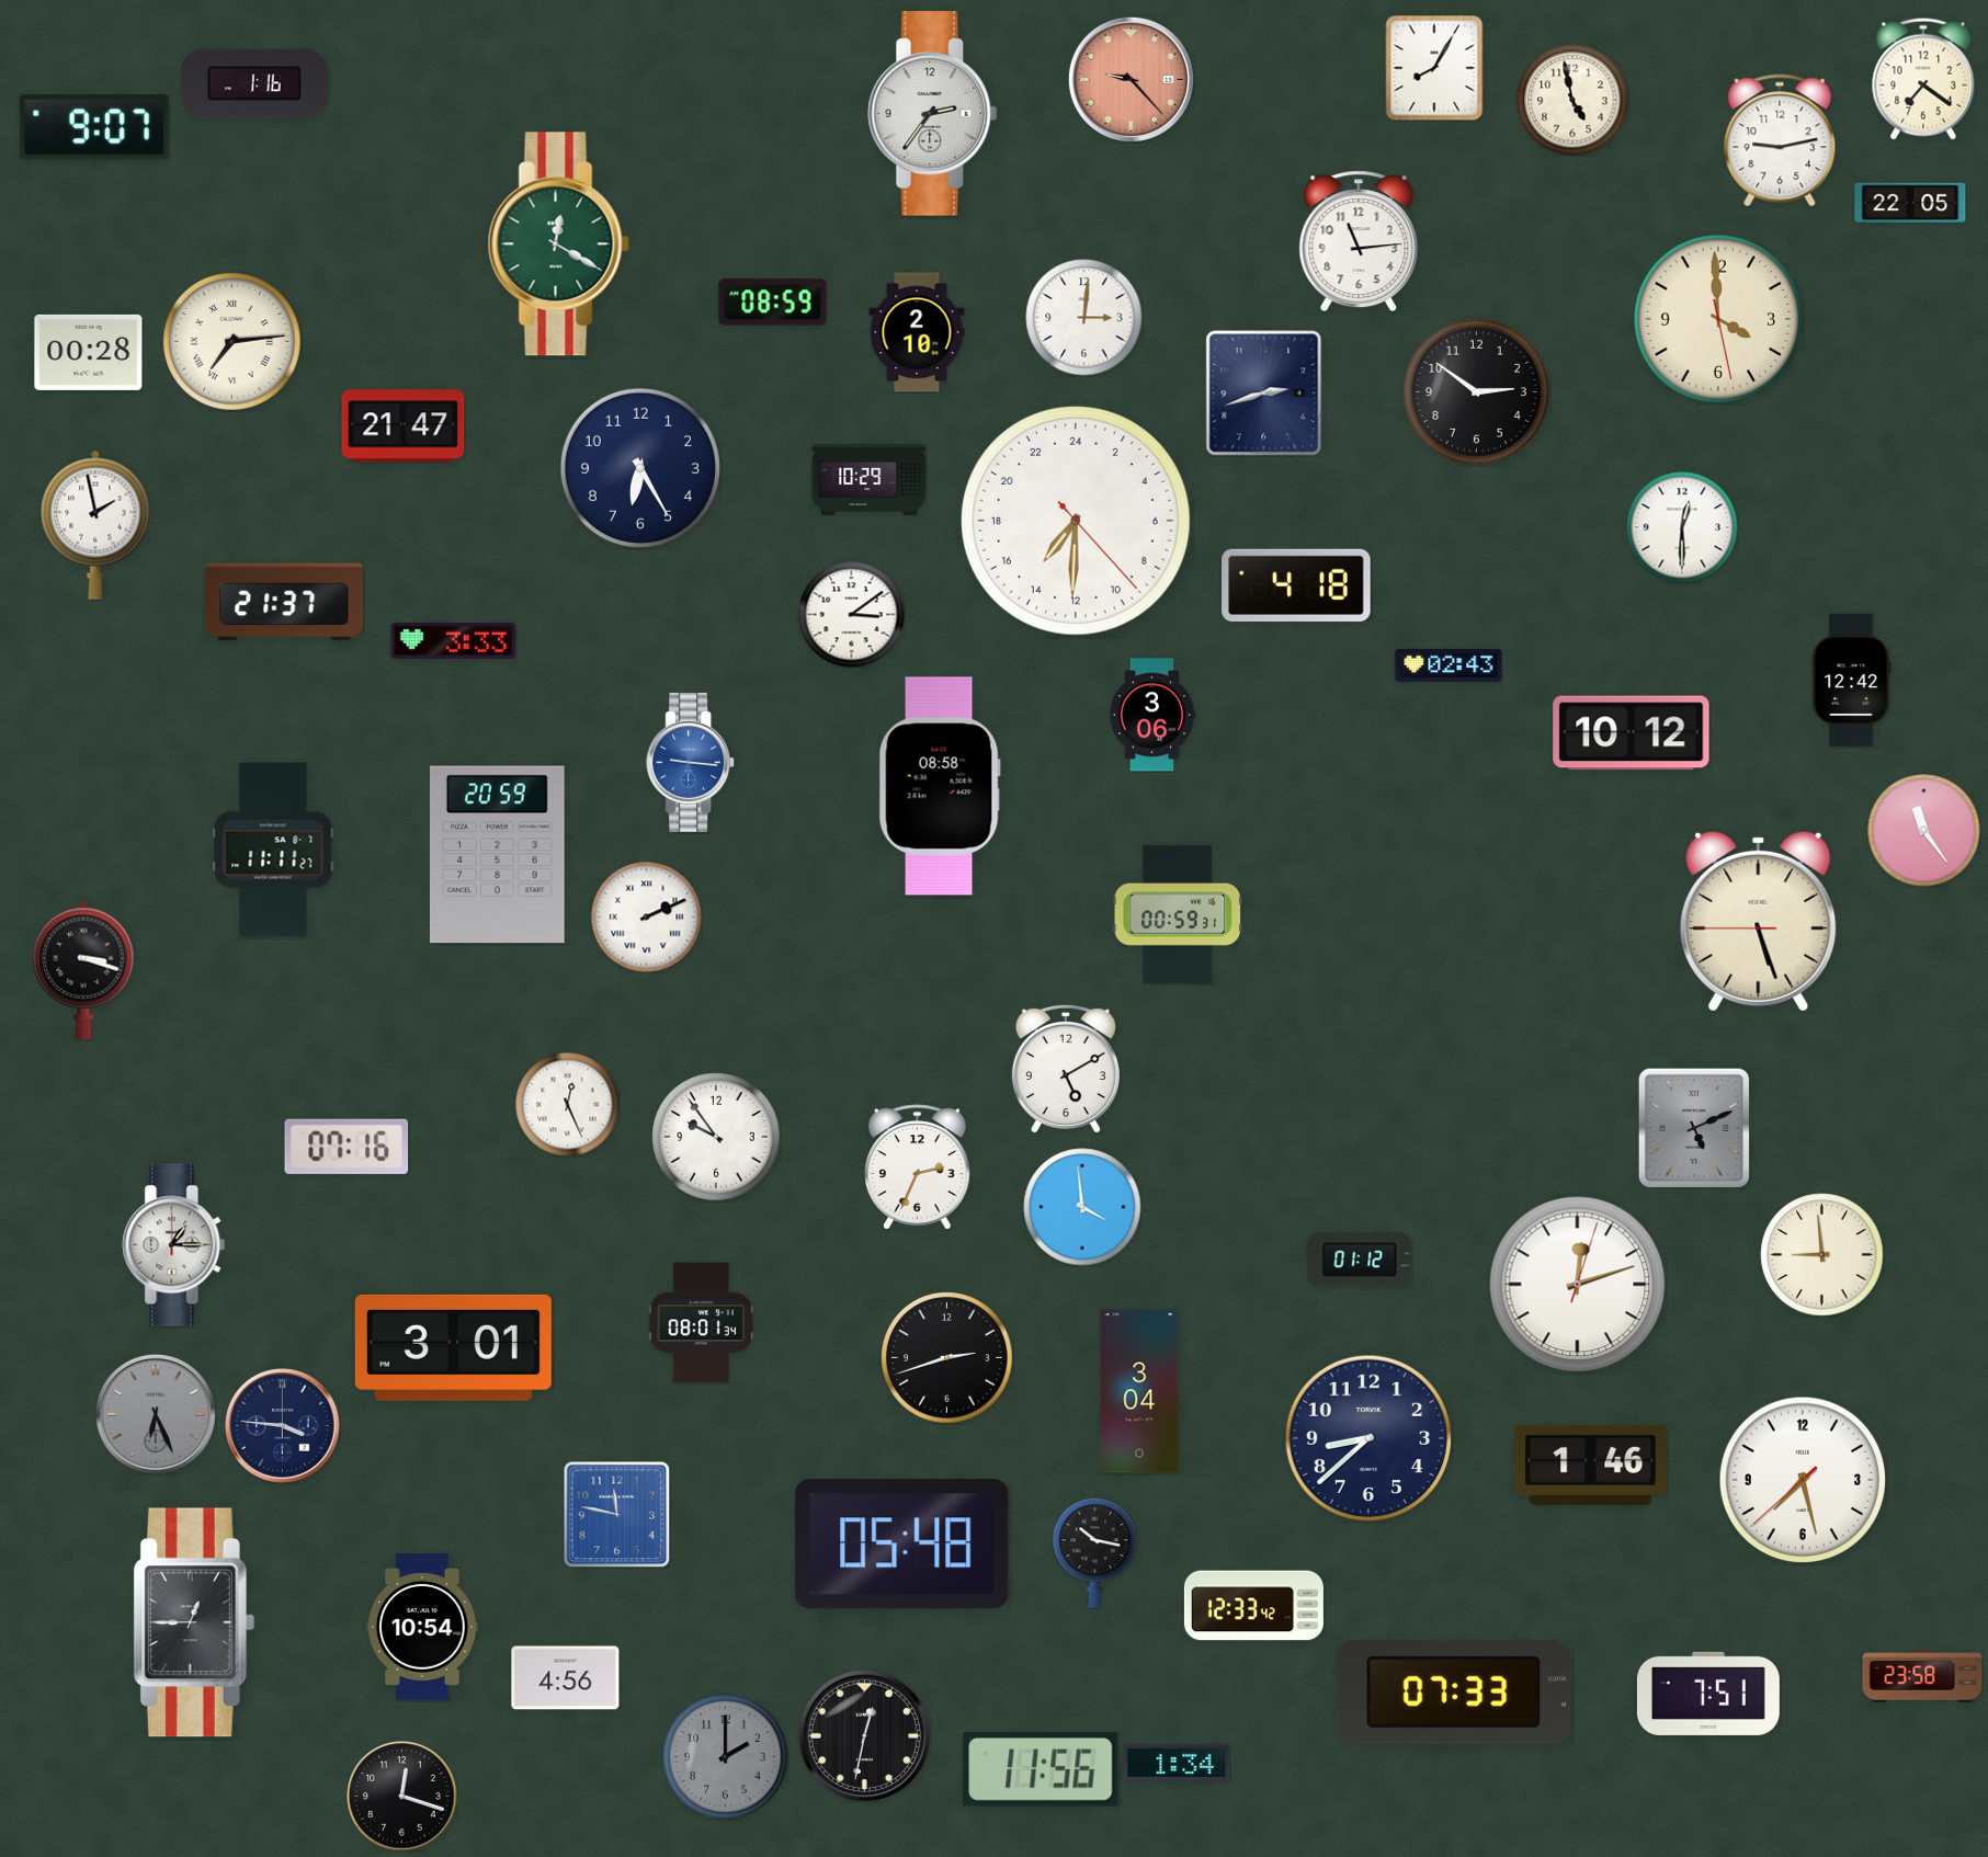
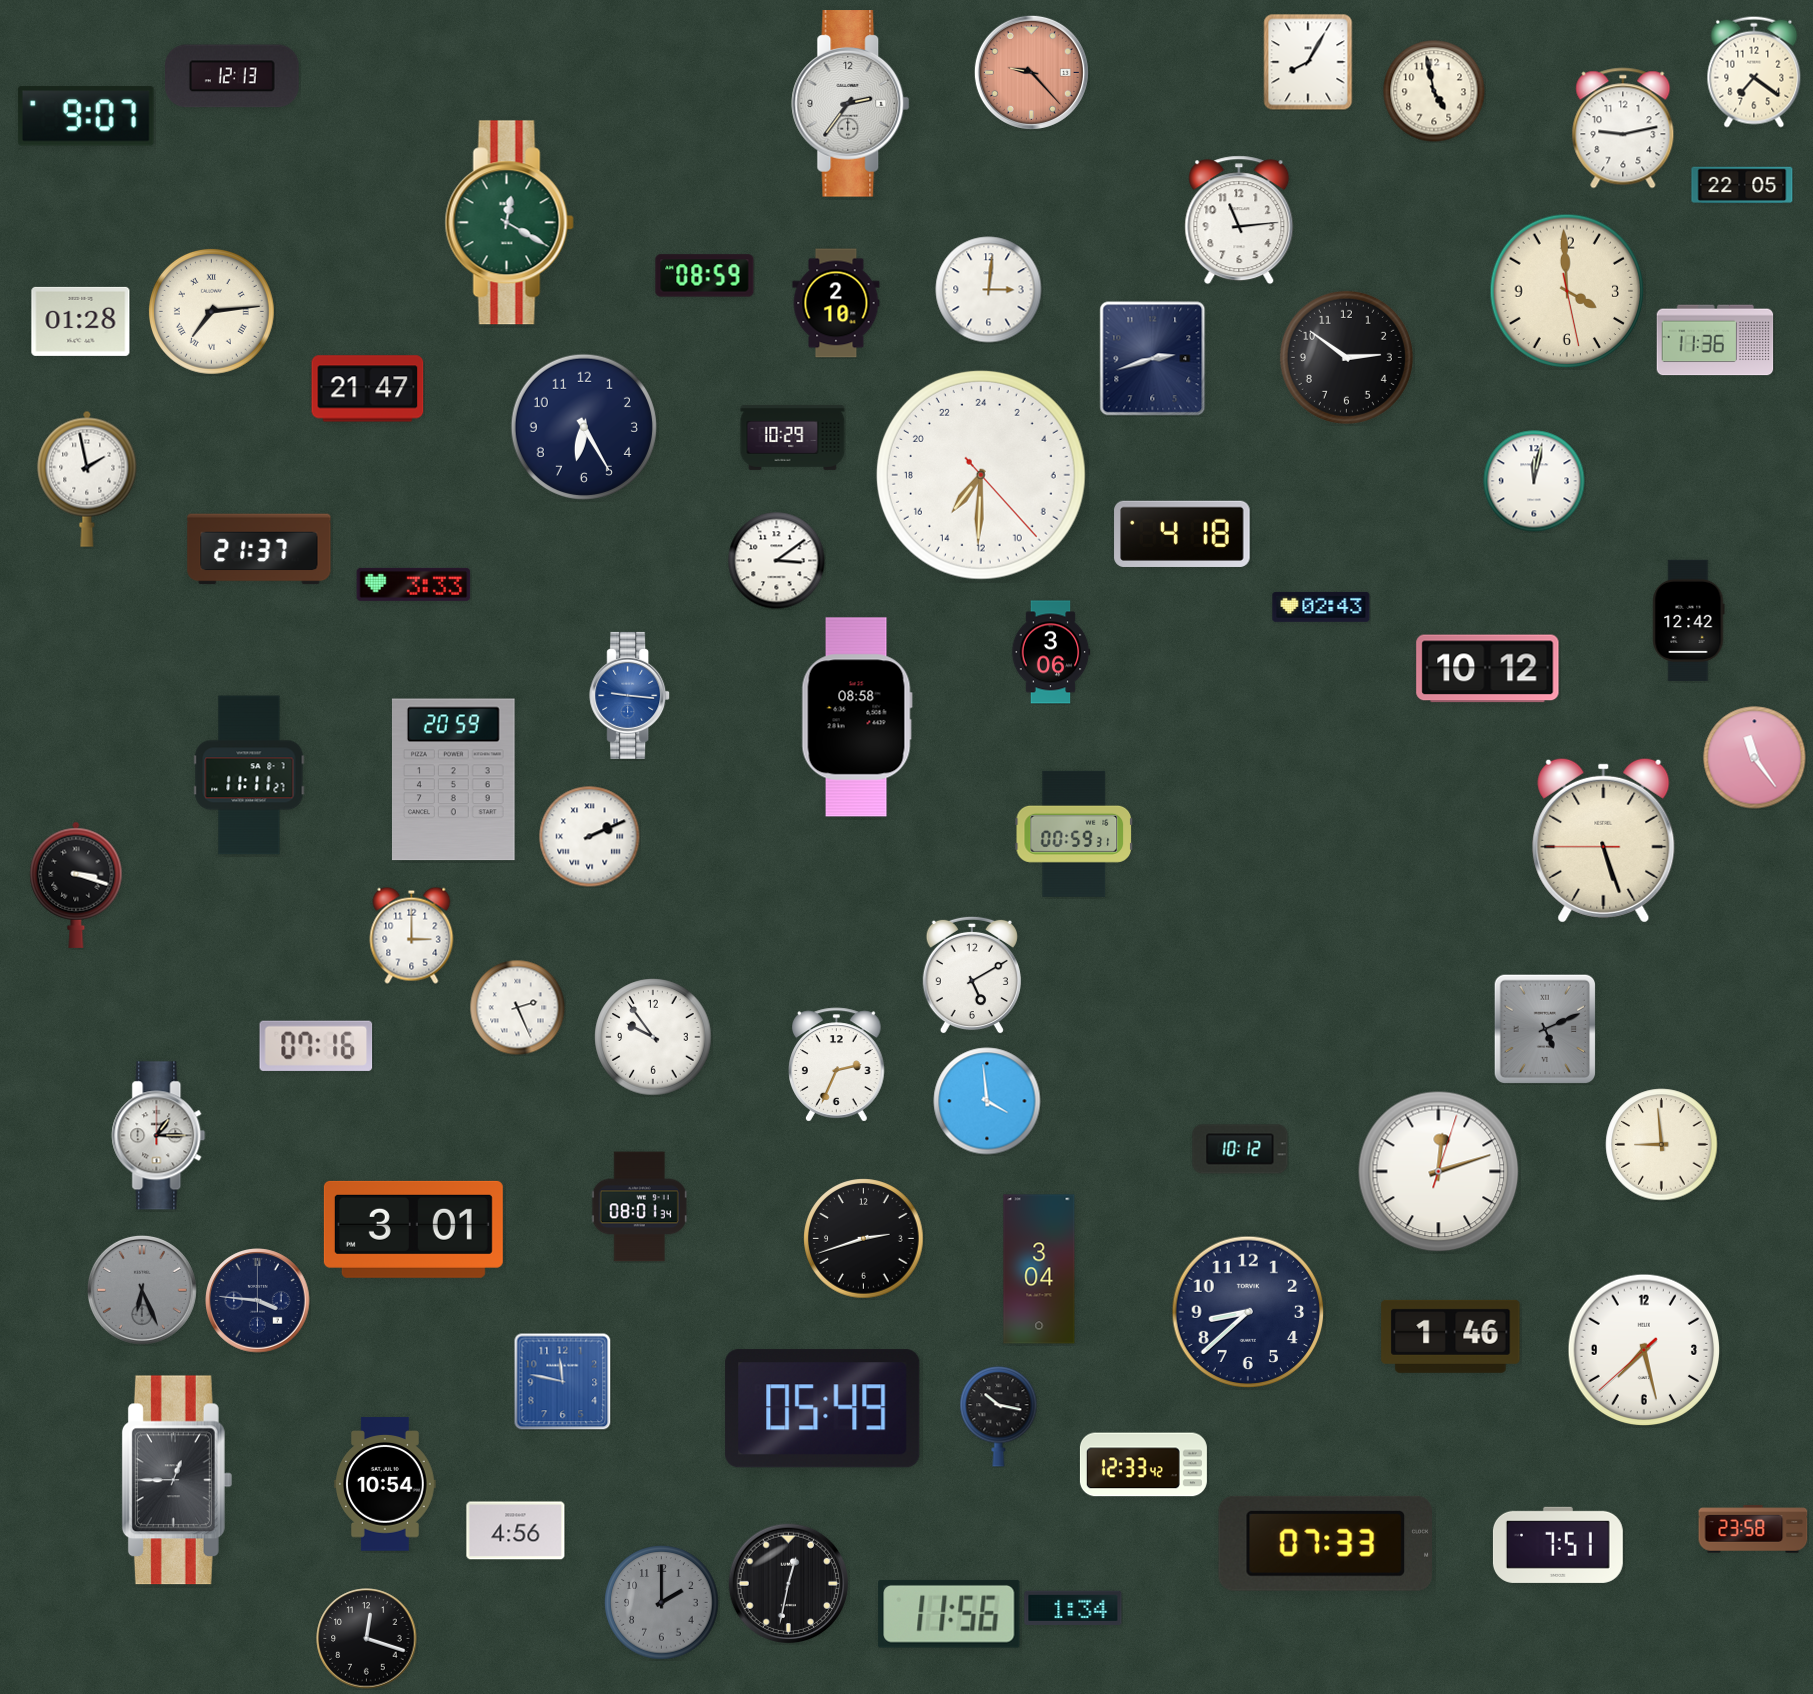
clock at (255, 83): 1:16 -> 12:13
clock at (89, 352): 00:28 -> 01:28
clock at (1715, 340): none -> 11:36
clock at (1682, 527): 12:30 -> 12:02
clock at (412, 935): none -> 3:00
clock at (567, 1104): 12:26 -> 2:26
clock at (1360, 1260): 01:12 -> 10:12
clock at (902, 1545): 05:48 -> 05:49
